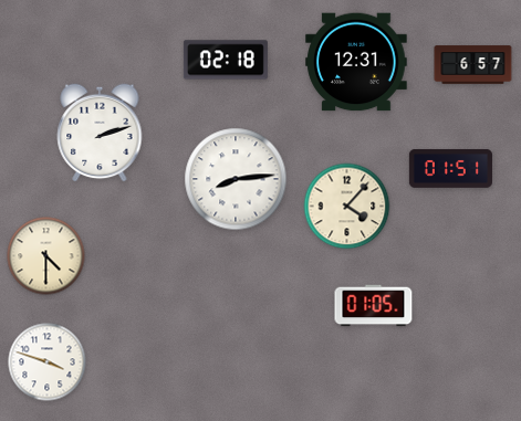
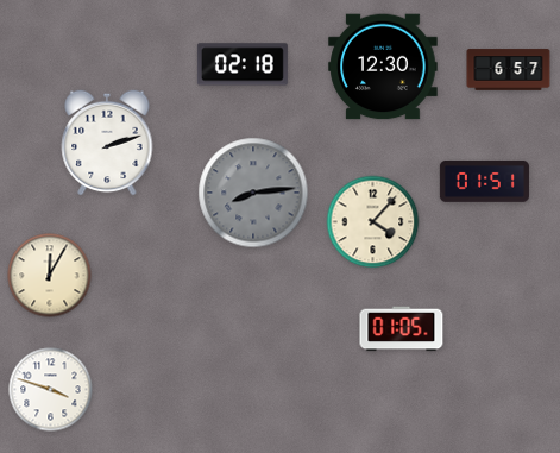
clock at (356, 62): 12:31 -> 12:30
clock at (236, 179) dial: white -> grey
clock at (46, 256): 4:30 -> 12:05
